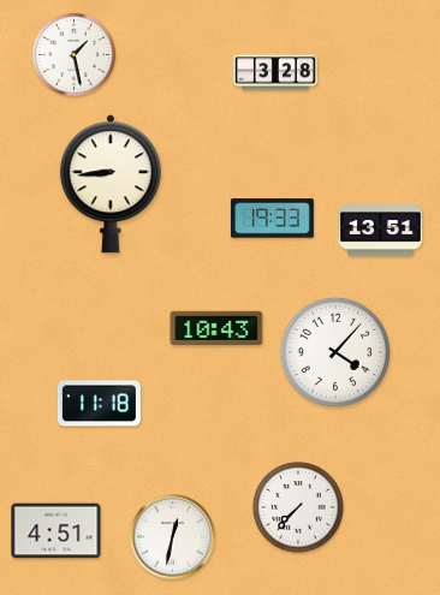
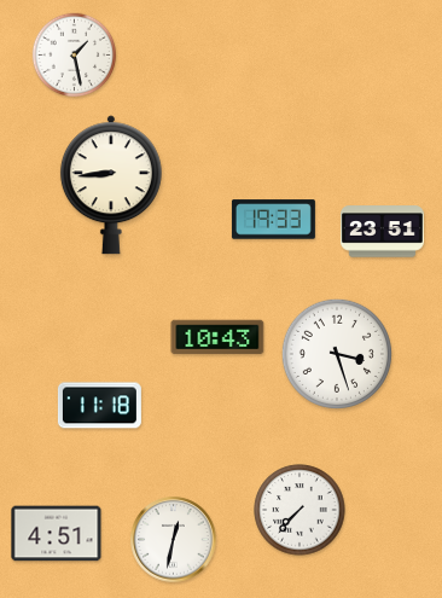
clock at (275, 72): 3:28 -> none
clock at (380, 231): 13:51 -> 23:51
clock at (216, 328) position: (216, 328) -> (217, 337)
clock at (335, 352): 4:07 -> 3:27
